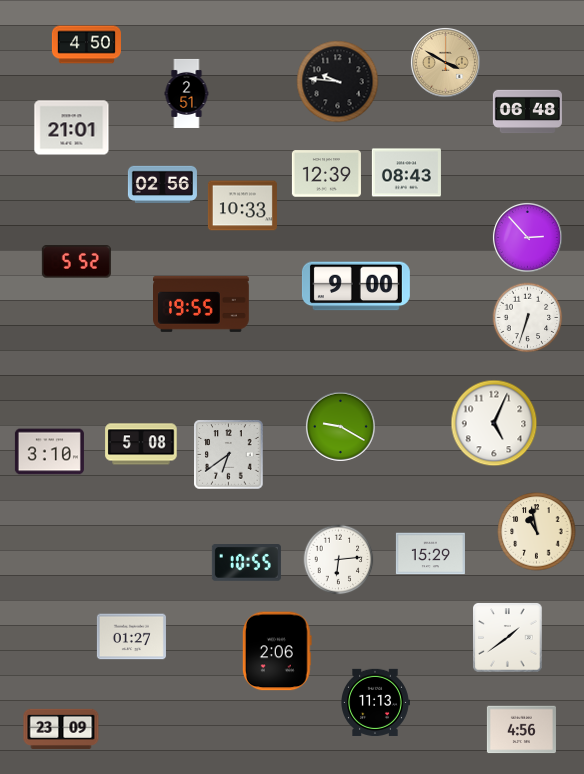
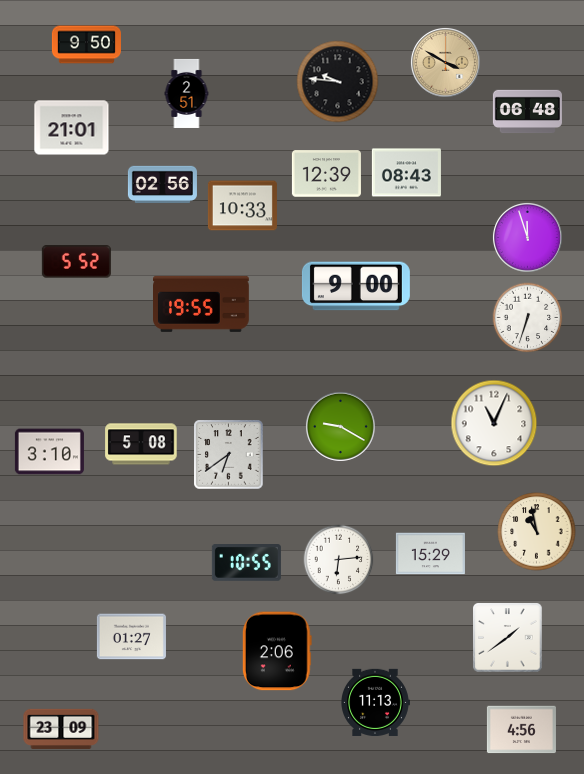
clock at (86, 45): 4:50 -> 9:50
clock at (527, 237): 2:53 -> 11:57
clock at (494, 423): 5:04 -> 11:04
